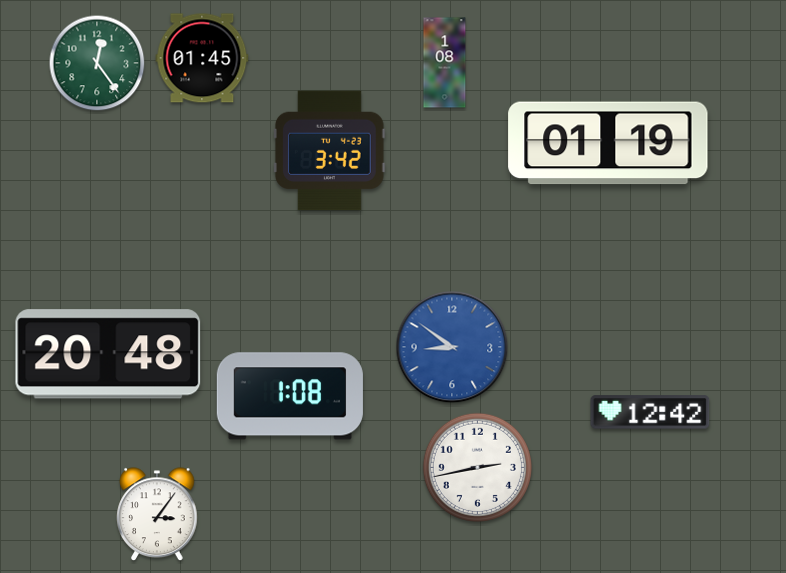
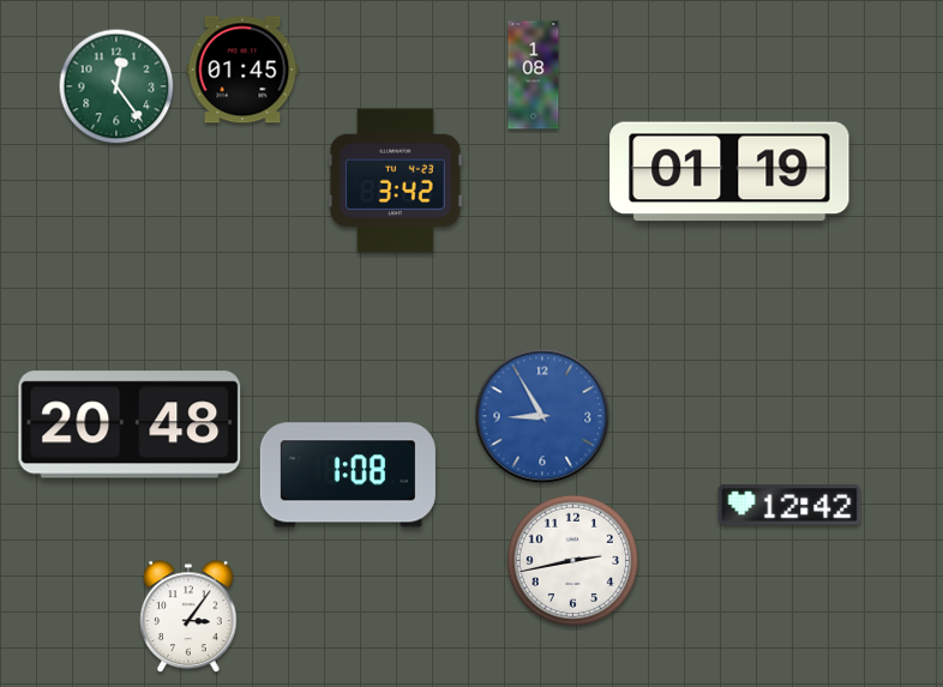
clock at (97, 63) position: (97, 63) -> (116, 86)
clock at (452, 347): 8:51 -> 8:55
clock at (650, 412) position: (650, 412) -> (789, 505)
